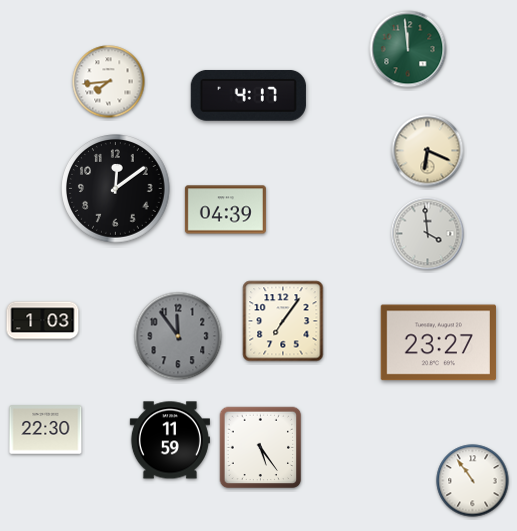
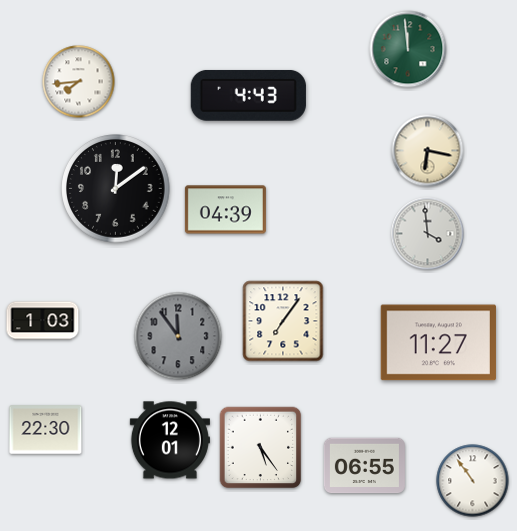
clock at (109, 82) position: (109, 82) -> (79, 82)
clock at (248, 95): 4:17 -> 4:43
clock at (428, 151): 6:19 -> 6:17
clock at (438, 343): 23:27 -> 11:27
clock at (170, 440): 11:59 -> 12:01
clock at (364, 466): none -> 06:55
